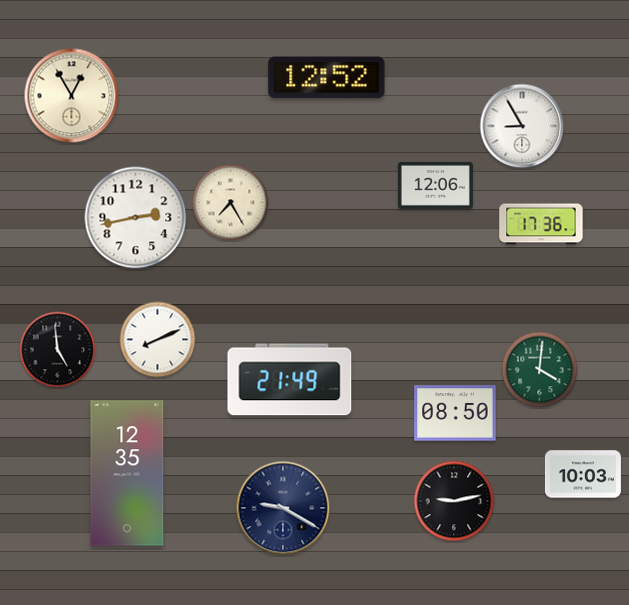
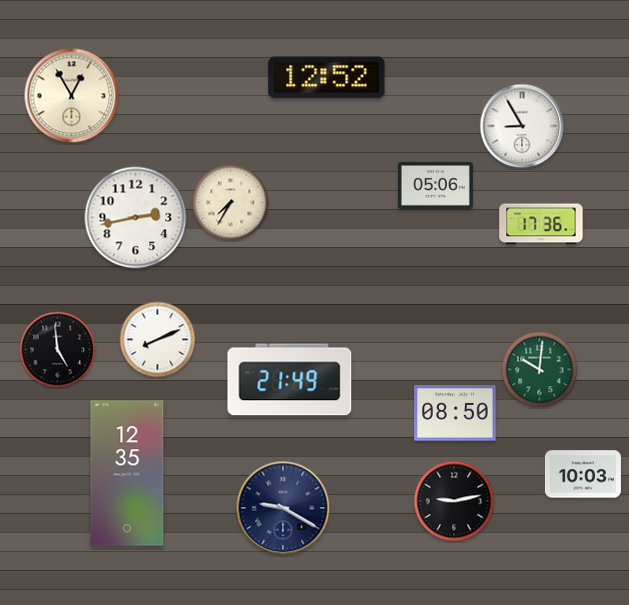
clock at (435, 185): 12:06 -> 05:06
clock at (231, 203): 7:25 -> 7:35
clock at (540, 370): 4:01 -> 10:01
